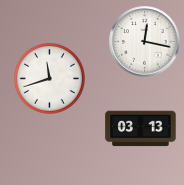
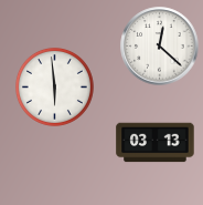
clock at (145, 42): 12:17 -> 12:22
clock at (49, 78): 11:42 -> 5:59
